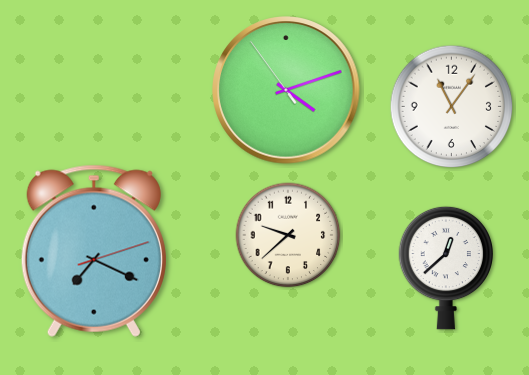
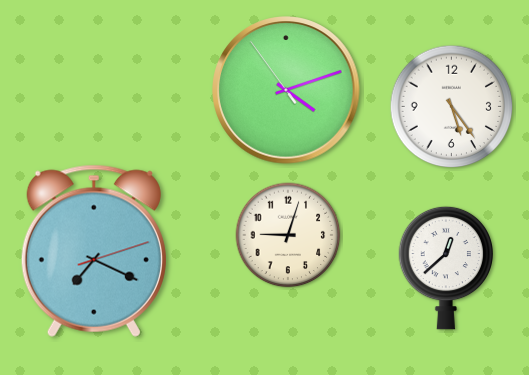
clock at (452, 107): 11:06 -> 5:24
clock at (288, 235): 9:38 -> 9:03
